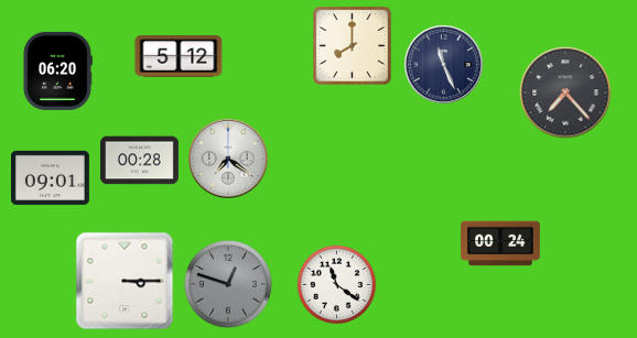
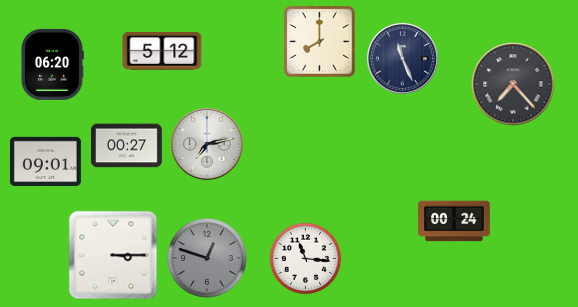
clock at (228, 159): 7:21 -> 7:13
clock at (139, 161): 00:28 -> 00:27
clock at (337, 285): 11:21 -> 11:16
